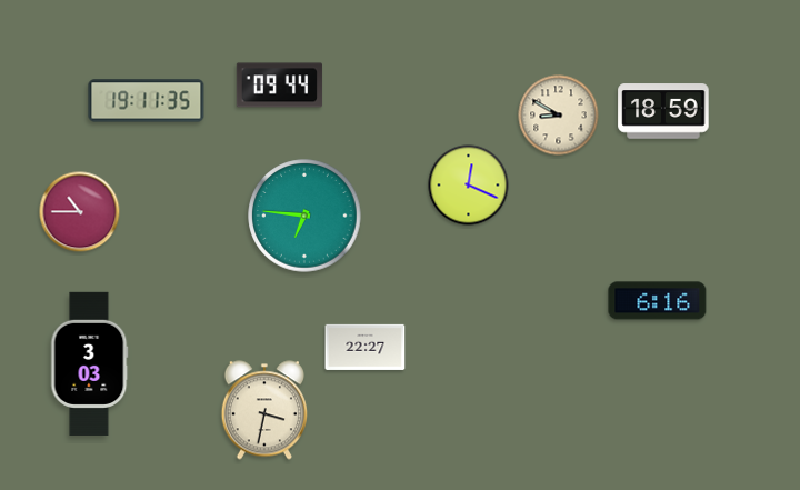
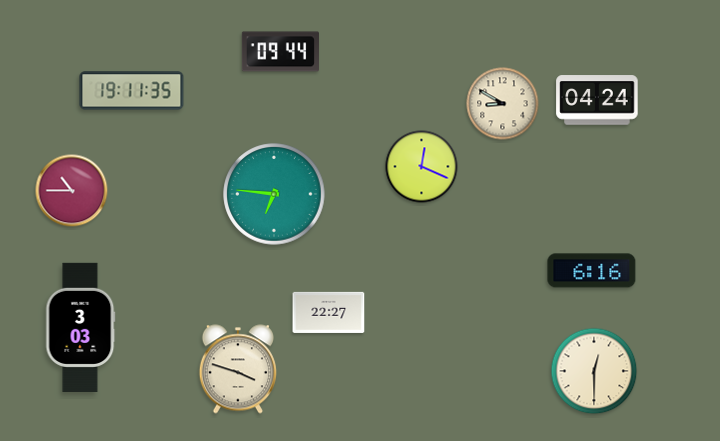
clock at (279, 86) position: (279, 86) -> (280, 52)
clock at (663, 111): 18:59 -> 04:24
clock at (264, 410): 3:32 -> 3:48
clock at (594, 371): none -> 12:30
